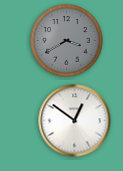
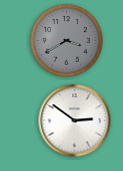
clock at (75, 121): 12:51 -> 2:51
